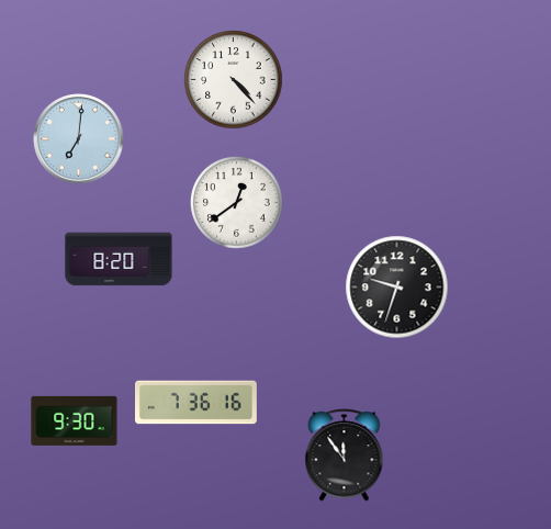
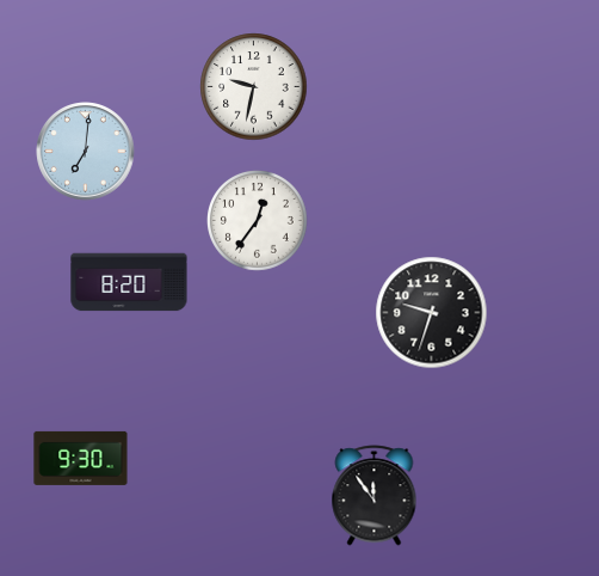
clock at (234, 80): 4:23 -> 9:32
clock at (237, 203): 12:39 -> 12:36
clock at (196, 403): 7:36 -> none
